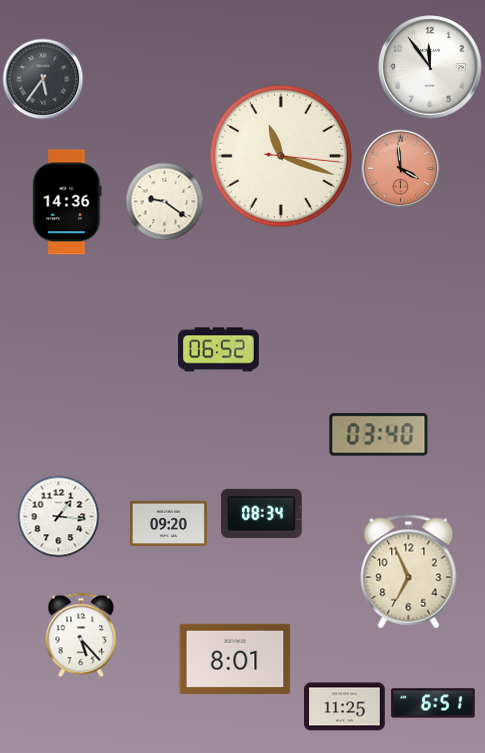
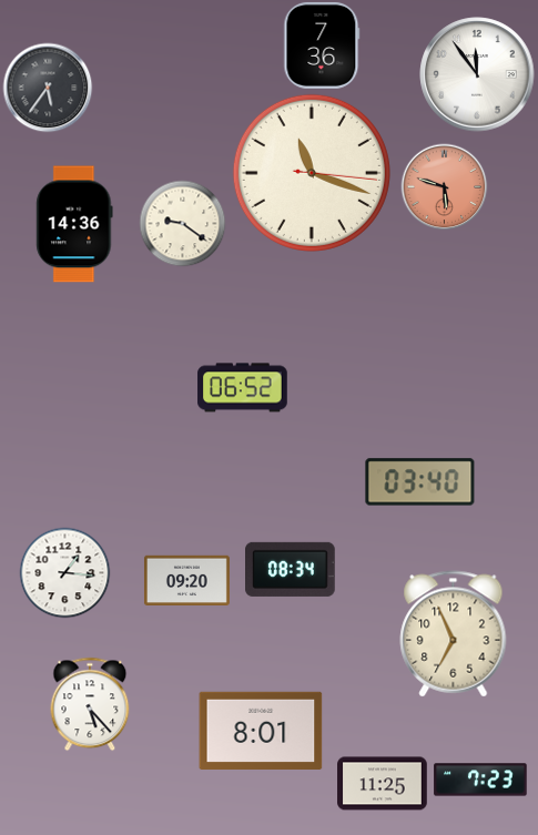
clock at (322, 45): none -> 7:36
clock at (400, 168): 3:59 -> 5:48
clock at (433, 703): 6:51 -> 7:23
